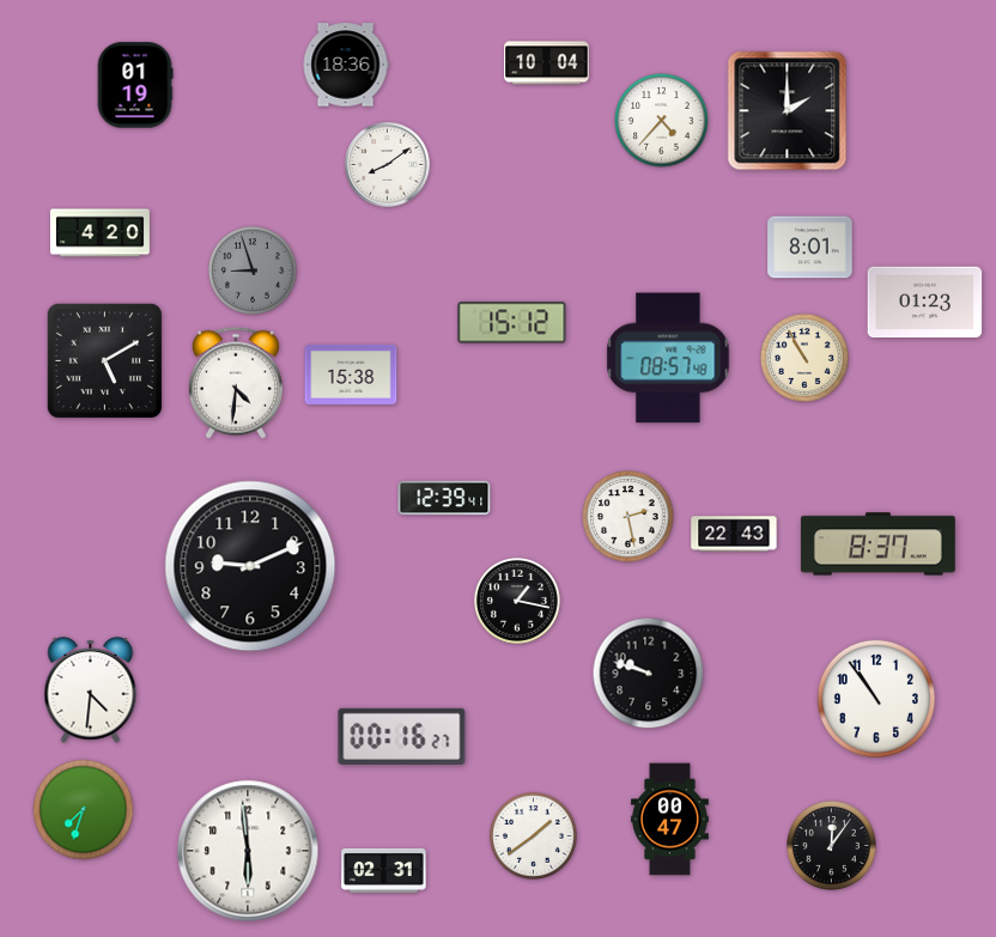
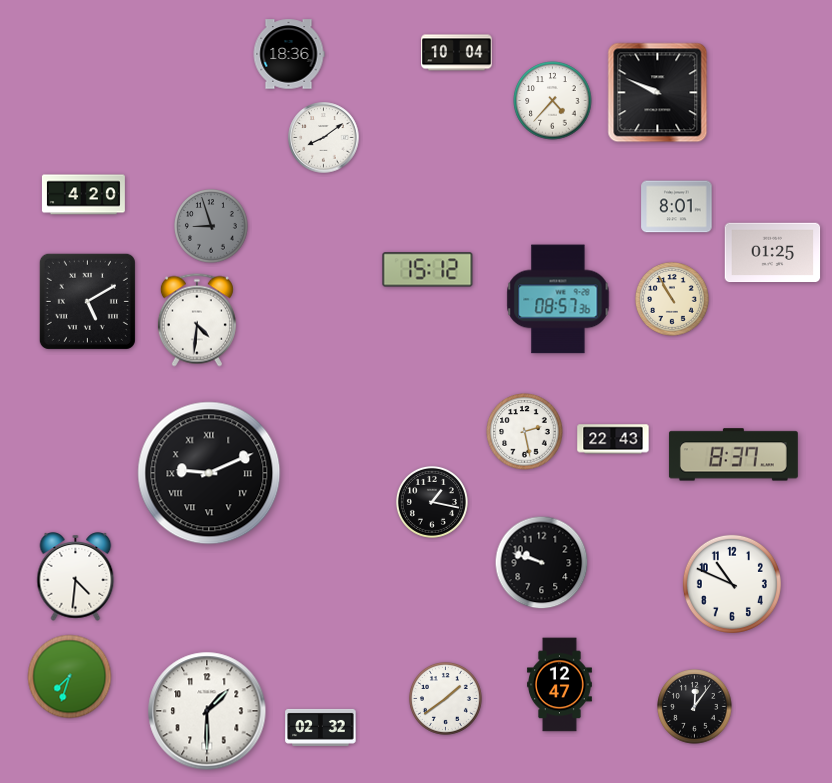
clock at (135, 85): 01:19 -> none
clock at (788, 111): 2:00 -> 9:49
clock at (925, 303): 01:23 -> 01:25
clock at (668, 358): 08:57:48 -> 08:57:36
clock at (351, 375): 15:38 -> none
clock at (444, 498): 12:39 -> none
clock at (734, 534) position: (734, 534) -> (613, 439)
clock at (250, 566) numerals: Arabic -> Roman
clock at (876, 699): 10:54 -> 10:49
clock at (402, 736): 00:16 -> none
clock at (669, 820): 00:47 -> 12:47
clock at (248, 851): 5:59 -> 1:30
clock at (384, 870): 02:31 -> 02:32
